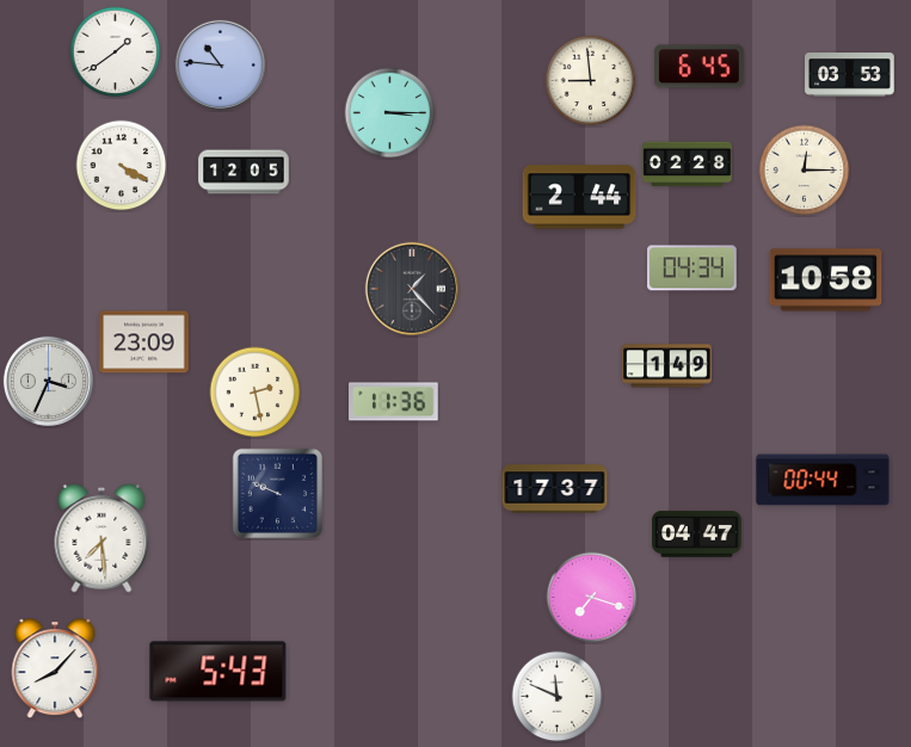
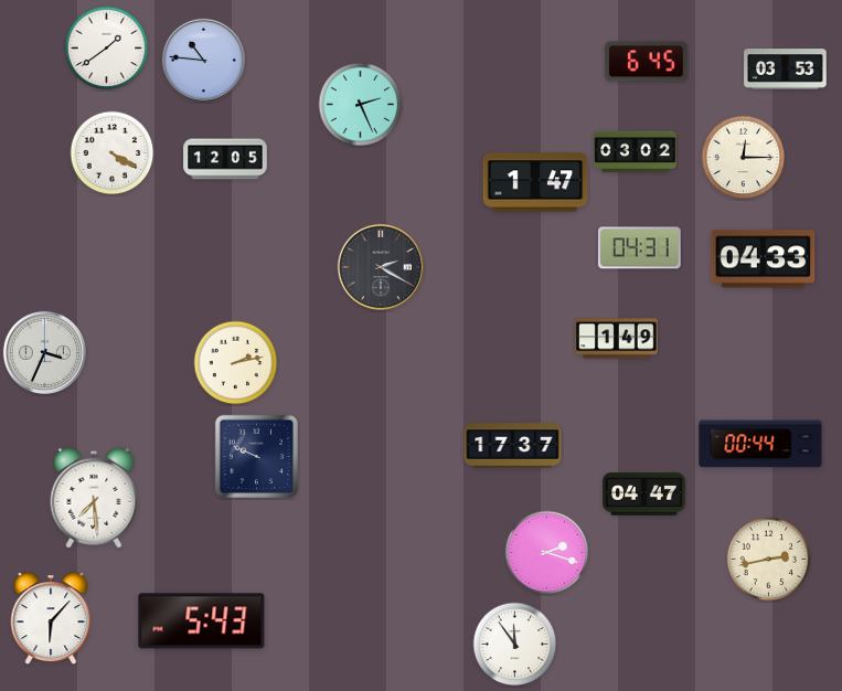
clock at (591, 81): 8:59 -> none
clock at (390, 113): 3:15 -> 2:26
clock at (688, 165): 02:28 -> 03:02
clock at (579, 197): 2:44 -> 1:47
clock at (693, 268): 04:34 -> 04:31
clock at (826, 280): 10:58 -> 04:33
clock at (412, 289): 1:23 -> 2:20
clock at (144, 342): 23:09 -> none
clock at (256, 393): 2:28 -> 2:13
clock at (394, 402): 11:36 -> none
clock at (555, 489) position: (555, 489) -> (513, 446)
clock at (592, 598): 7:18 -> 2:18
clock at (769, 560): none -> 2:43
clock at (55, 669): 8:07 -> 6:07
clock at (558, 697): 11:49 -> 11:54
